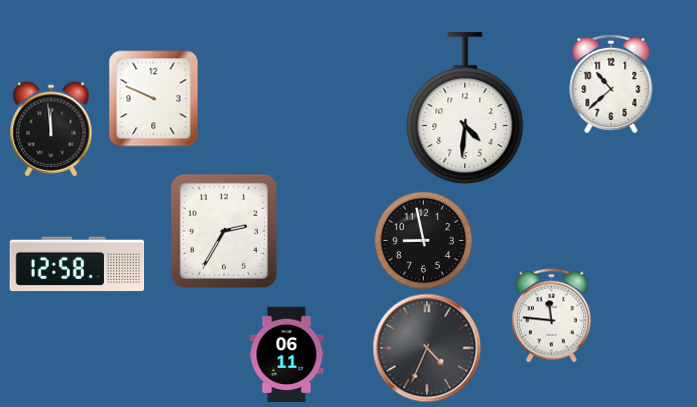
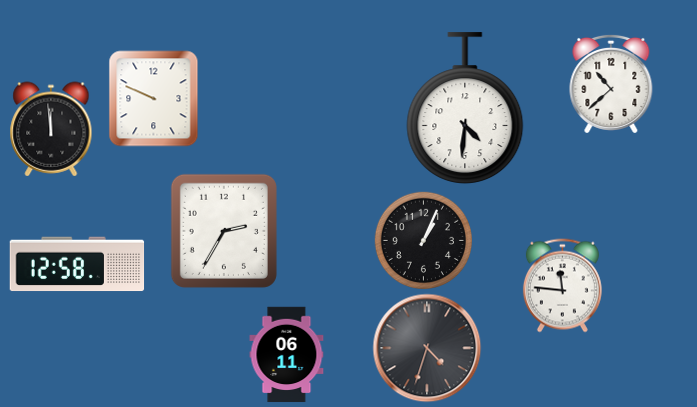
clock at (423, 240): 8:58 -> 1:04
clock at (551, 316) position: (551, 316) -> (562, 286)
clock at (427, 348): 4:34 -> 4:33
